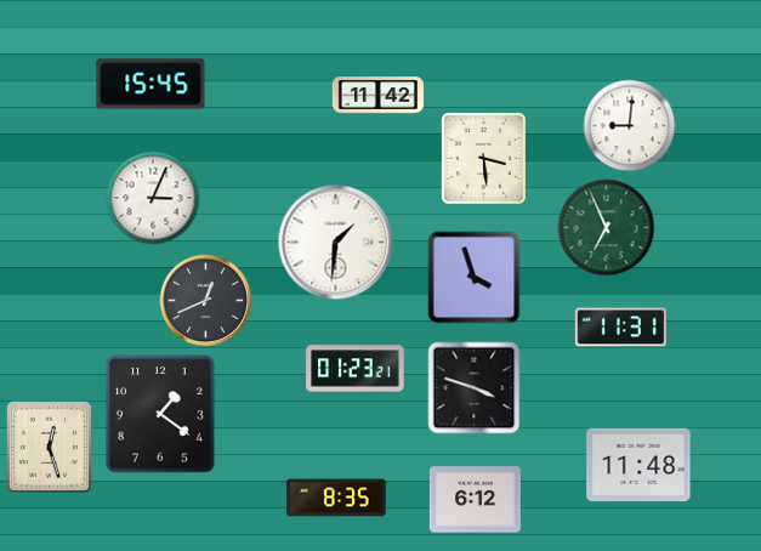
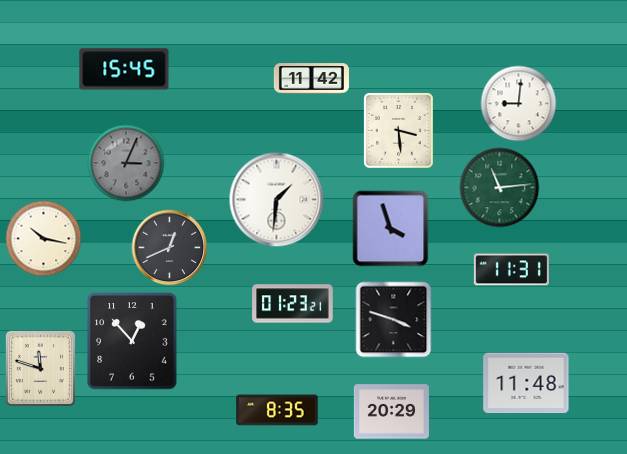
clock at (153, 198) dial: white -> grey
clock at (607, 228): 6:56 -> 11:14
clock at (44, 239): none -> 10:17
clock at (475, 388) position: (475, 388) -> (394, 320)
clock at (160, 414): 1:21 -> 12:53
clock at (49, 447): 12:27 -> 11:48
clock at (475, 500): 6:12 -> 20:29
